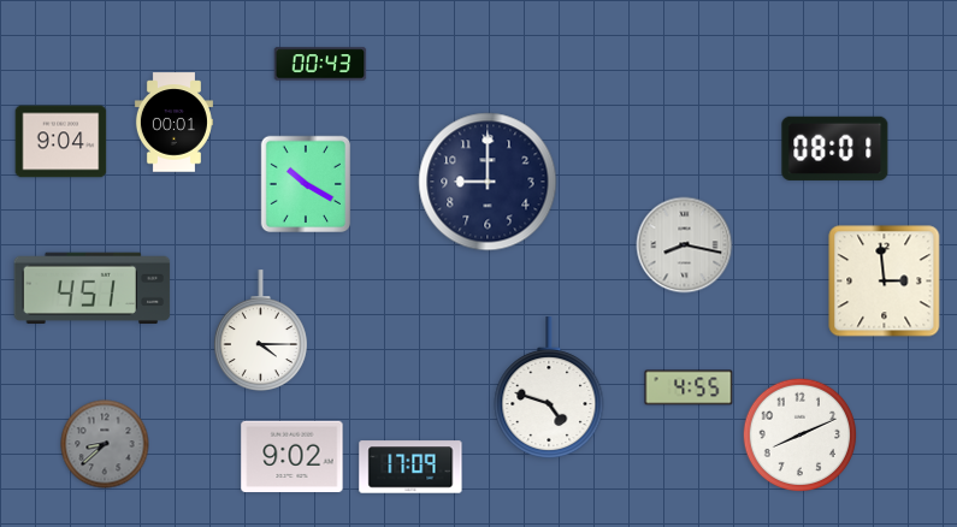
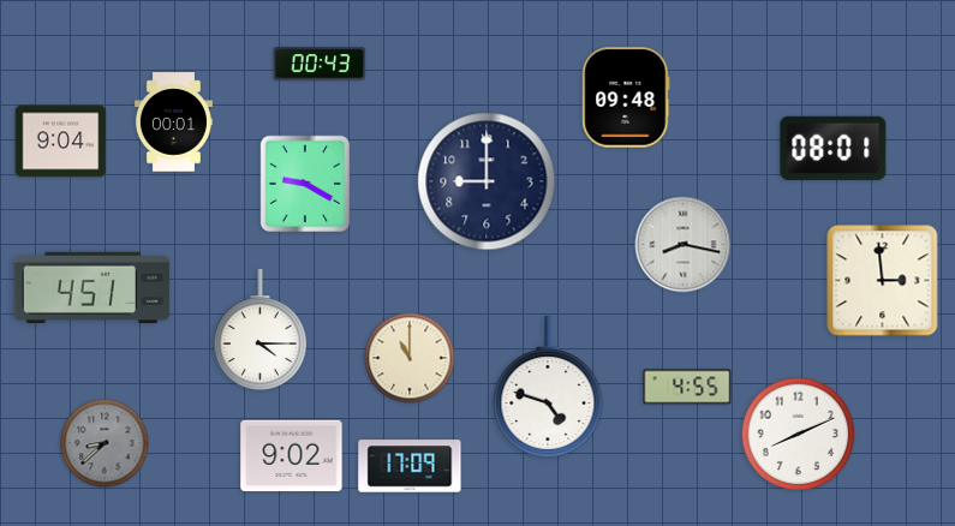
clock at (626, 97): none -> 09:48
clock at (306, 184): 10:20 -> 9:20
clock at (410, 358): none -> 11:00
